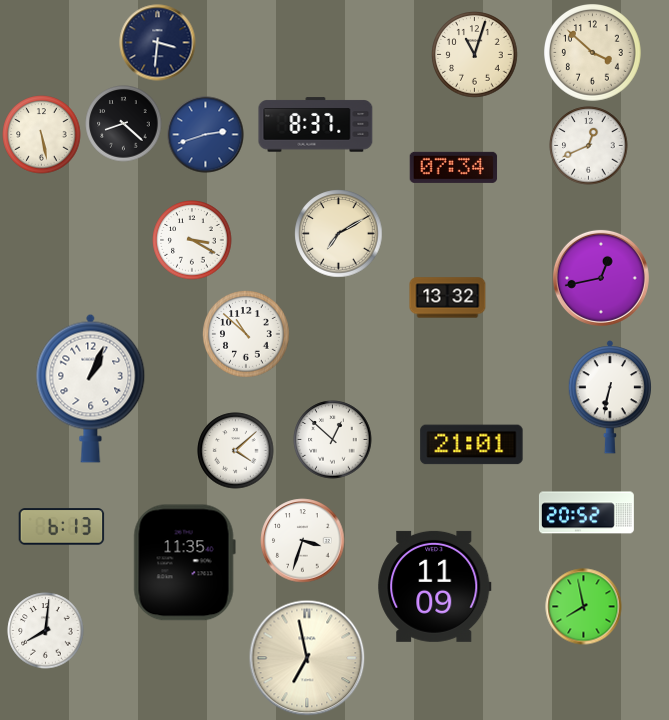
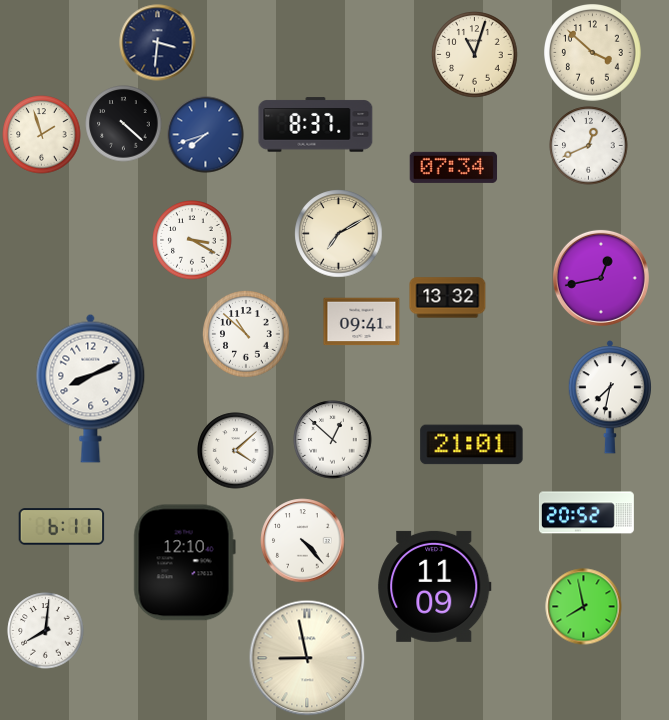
clock at (124, 124): 8:22 -> 4:22
clock at (42, 135): 5:28 -> 1:57
clock at (206, 135): 2:42 -> 7:42
clock at (362, 322): none -> 09:41
clock at (91, 388): 1:04 -> 8:11
clock at (610, 397): 6:32 -> 7:32
clock at (62, 527): 6:13 -> 6:11
clock at (303, 541): 3:33 -> 4:23
clock at (184, 563): 11:35 -> 12:10
clock at (307, 658): 6:58 -> 8:58
